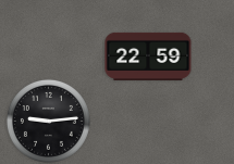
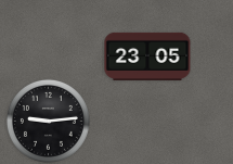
clock at (148, 56): 22:59 -> 23:05
